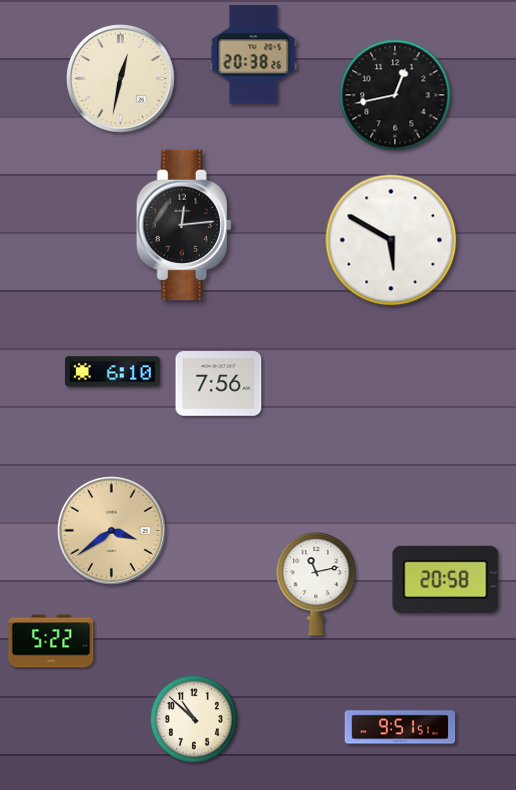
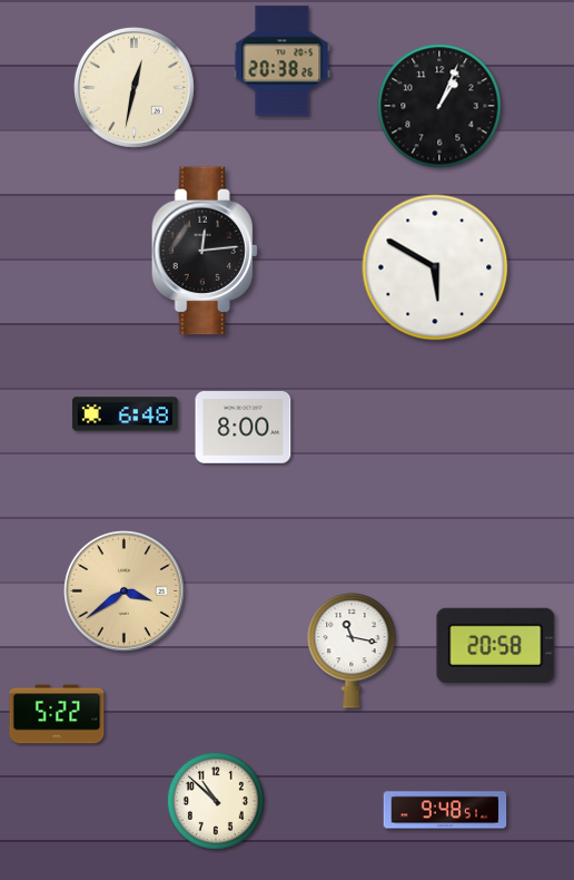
clock at (395, 95): 12:43 -> 1:04
clock at (112, 372): 6:10 -> 6:48
clock at (219, 384): 7:56 -> 8:00
clock at (316, 584): 11:13 -> 11:17
clock at (400, 727): 9:51 -> 9:48
